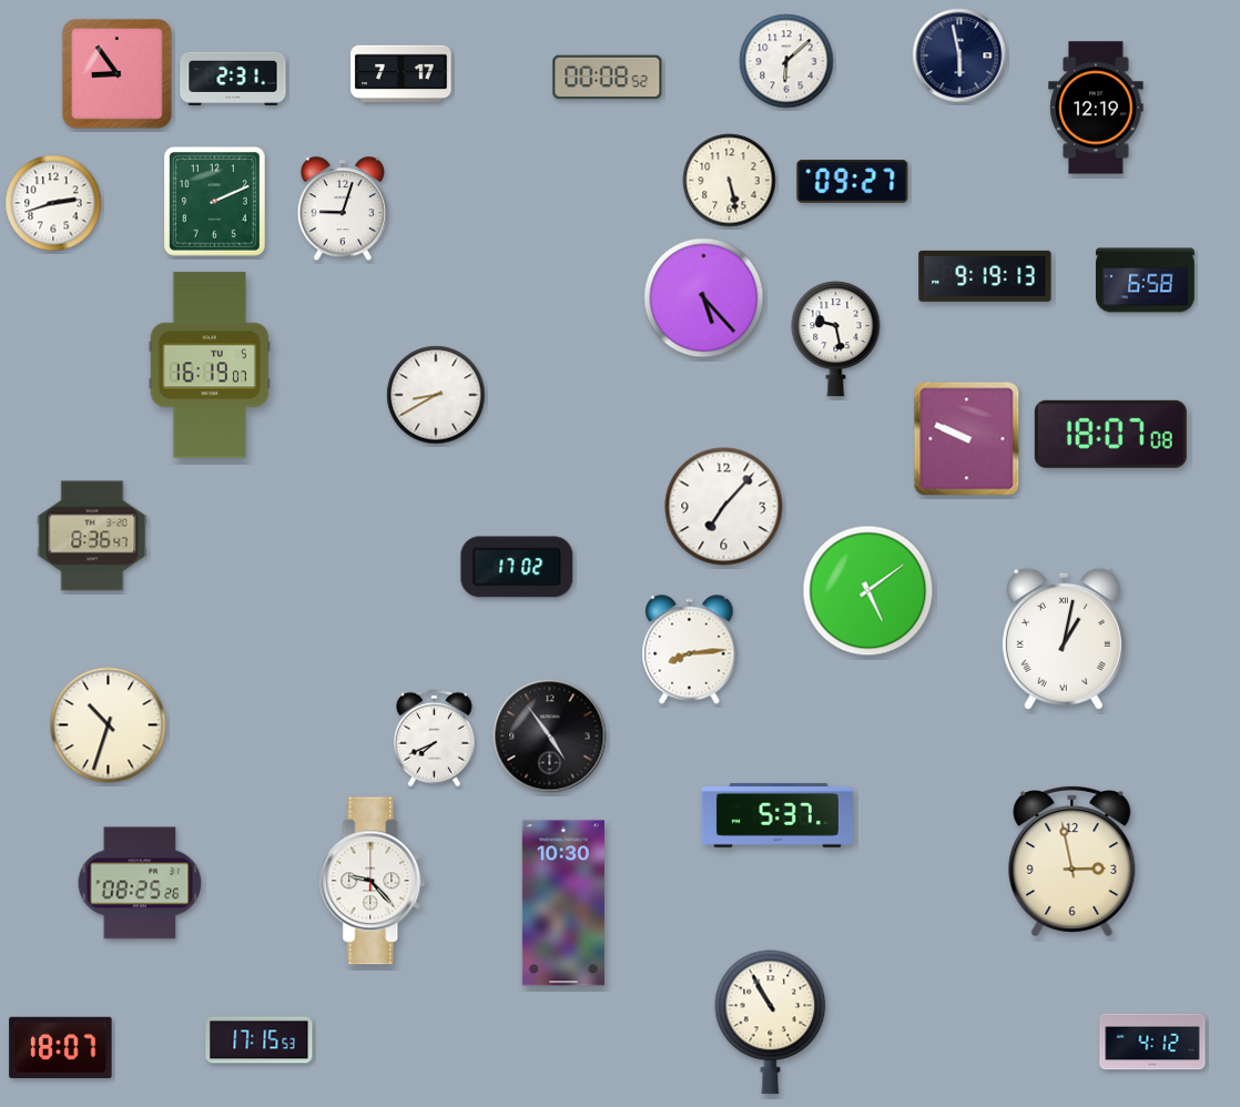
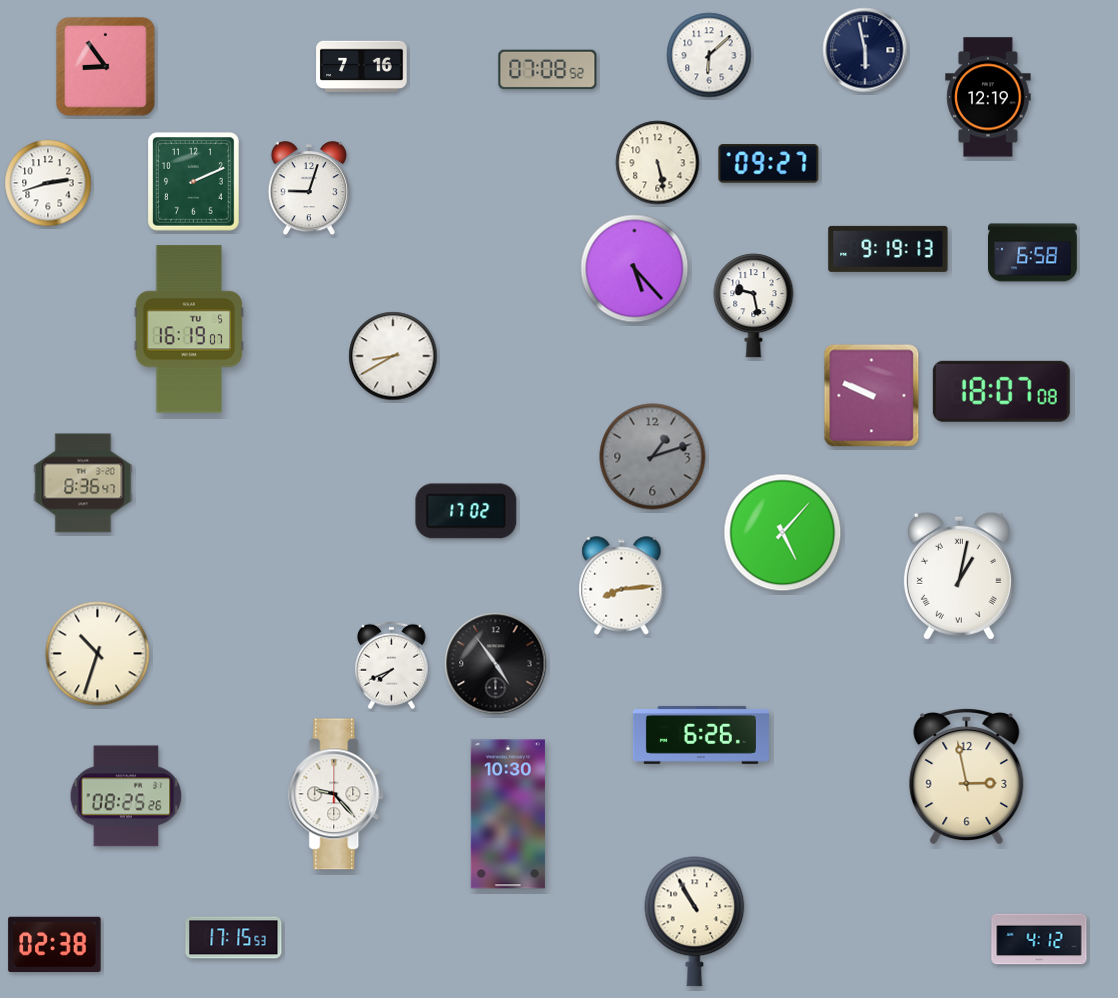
clock at (402, 74): 7:17 -> 7:16
clock at (608, 78): 00:08 -> 07:08
clock at (233, 79): 2:31 -> none
clock at (724, 507): 7:07 -> 1:12
clock at (724, 507) dial: white -> grey
clock at (868, 591): 5:09 -> 5:07
clock at (777, 815): 5:37 -> 6:26
clock at (61, 1047): 18:07 -> 02:38
